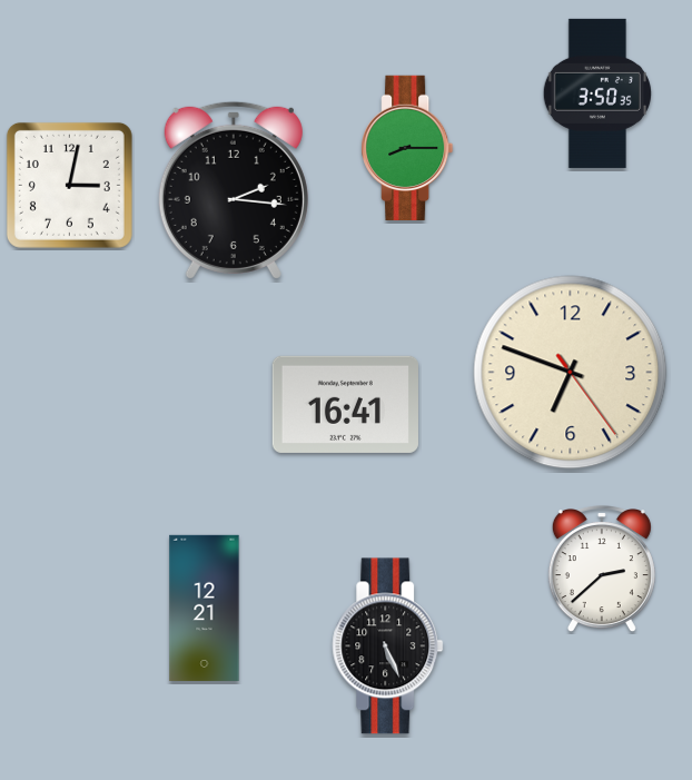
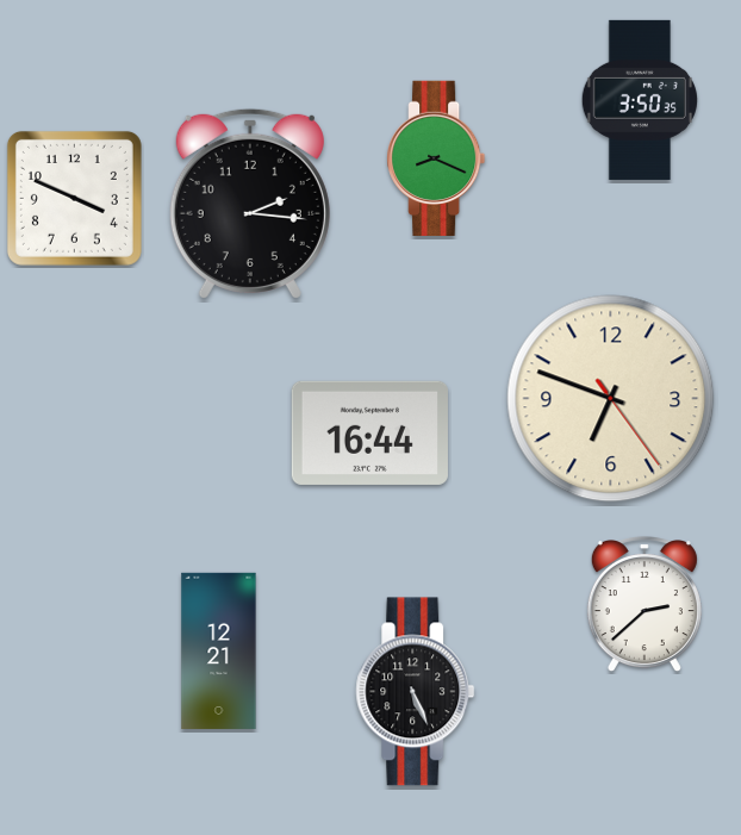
clock at (408, 147): 8:15 -> 8:19
clock at (69, 185): 3:02 -> 3:49
clock at (345, 404): 16:41 -> 16:44
clock at (602, 570) position: (602, 570) -> (645, 605)
